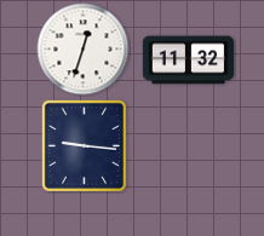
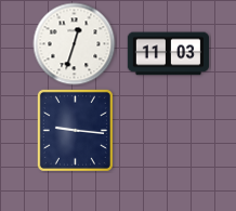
clock at (188, 61): 11:32 -> 11:03
